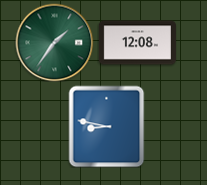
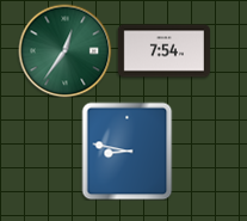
clock at (54, 42): 1:36 -> 12:36
clock at (137, 43): 12:08 -> 7:54
